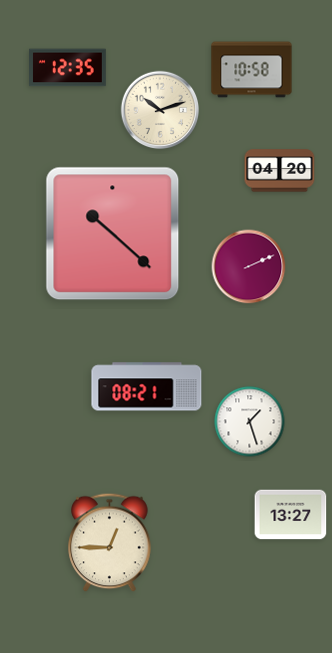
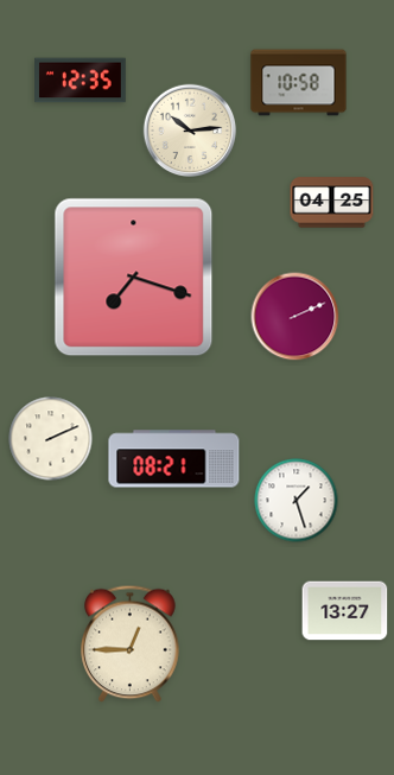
clock at (160, 110): 10:12 -> 10:14
clock at (280, 171): 04:20 -> 04:25
clock at (113, 234): 10:22 -> 7:18
clock at (51, 439): none -> 2:11
